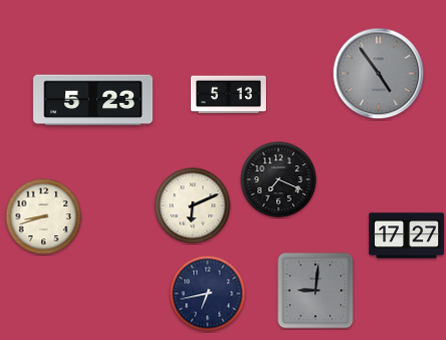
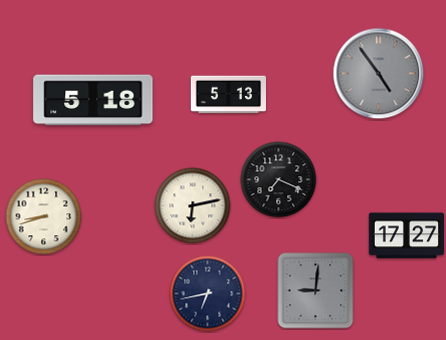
clock at (93, 100): 5:23 -> 5:18
clock at (193, 206): 6:11 -> 6:13
